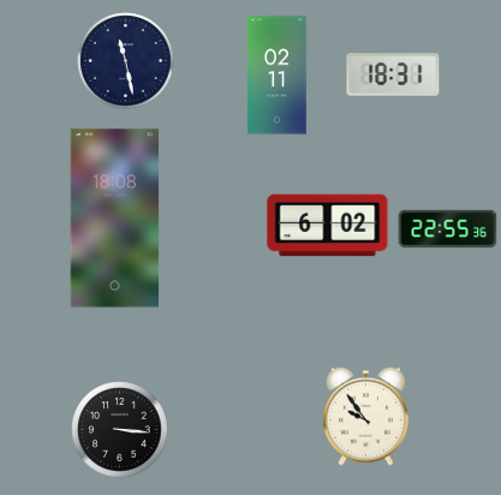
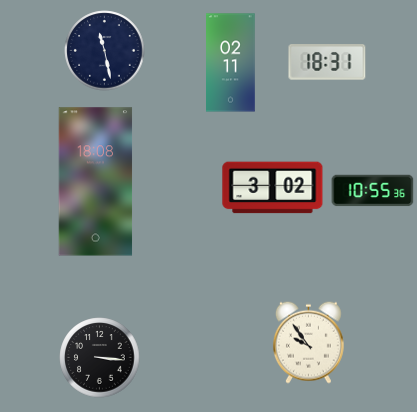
clock at (328, 226): 6:02 -> 3:02
clock at (448, 229): 22:55 -> 10:55
clock at (365, 416) position: (365, 416) -> (308, 342)
